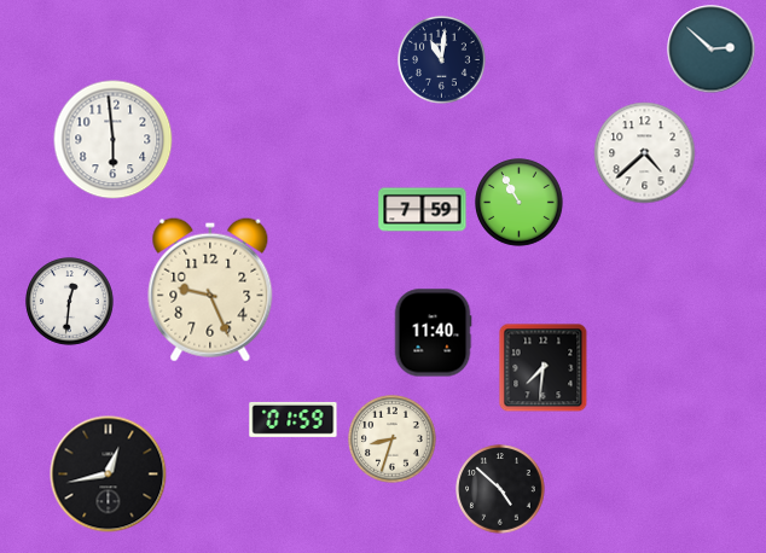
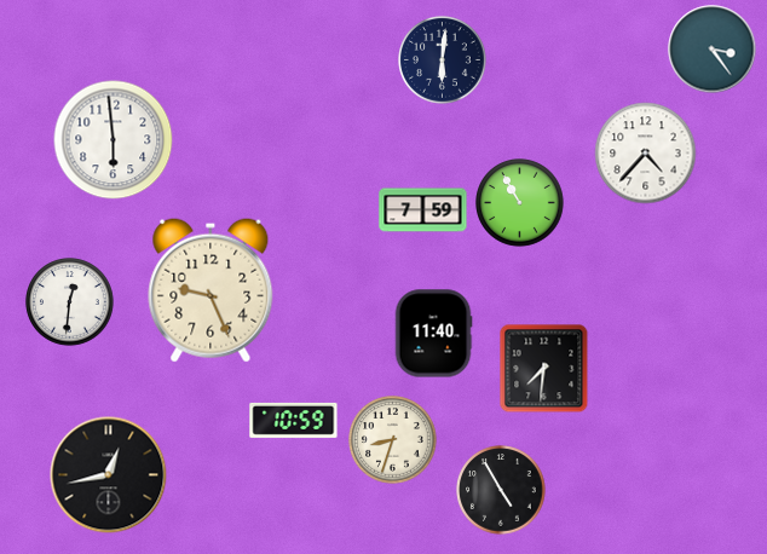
clock at (712, 50): 2:52 -> 3:24
clock at (442, 60): 11:01 -> 6:01
clock at (645, 153): 4:38 -> 4:37
clock at (294, 419): 01:59 -> 10:59
clock at (500, 489): 4:52 -> 4:55
